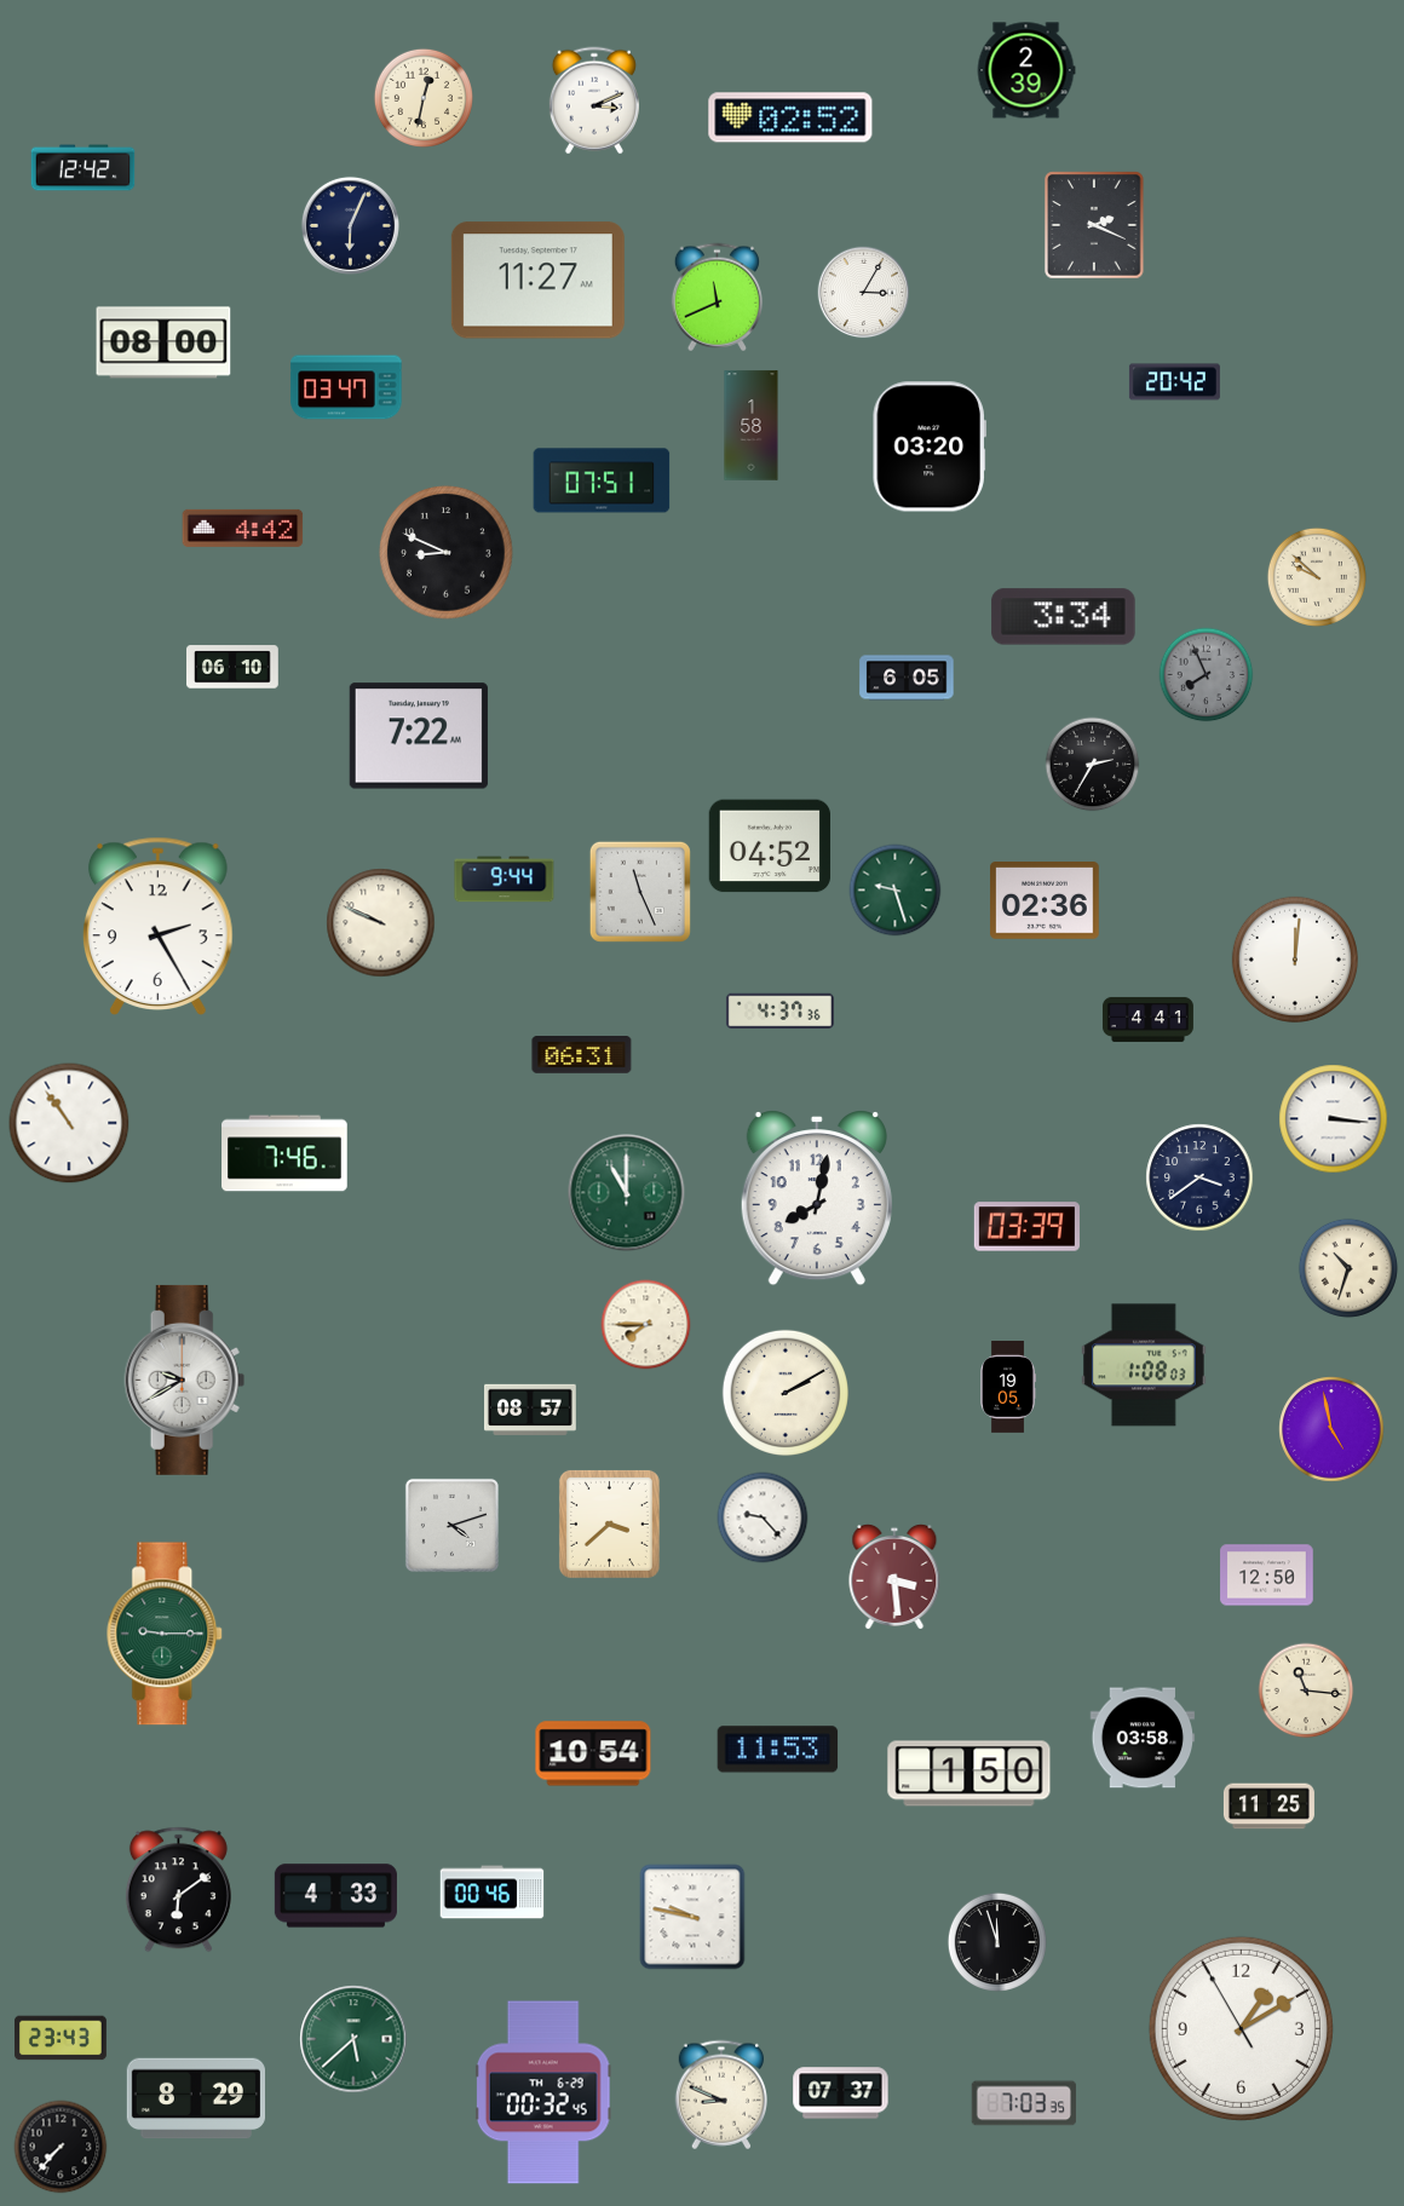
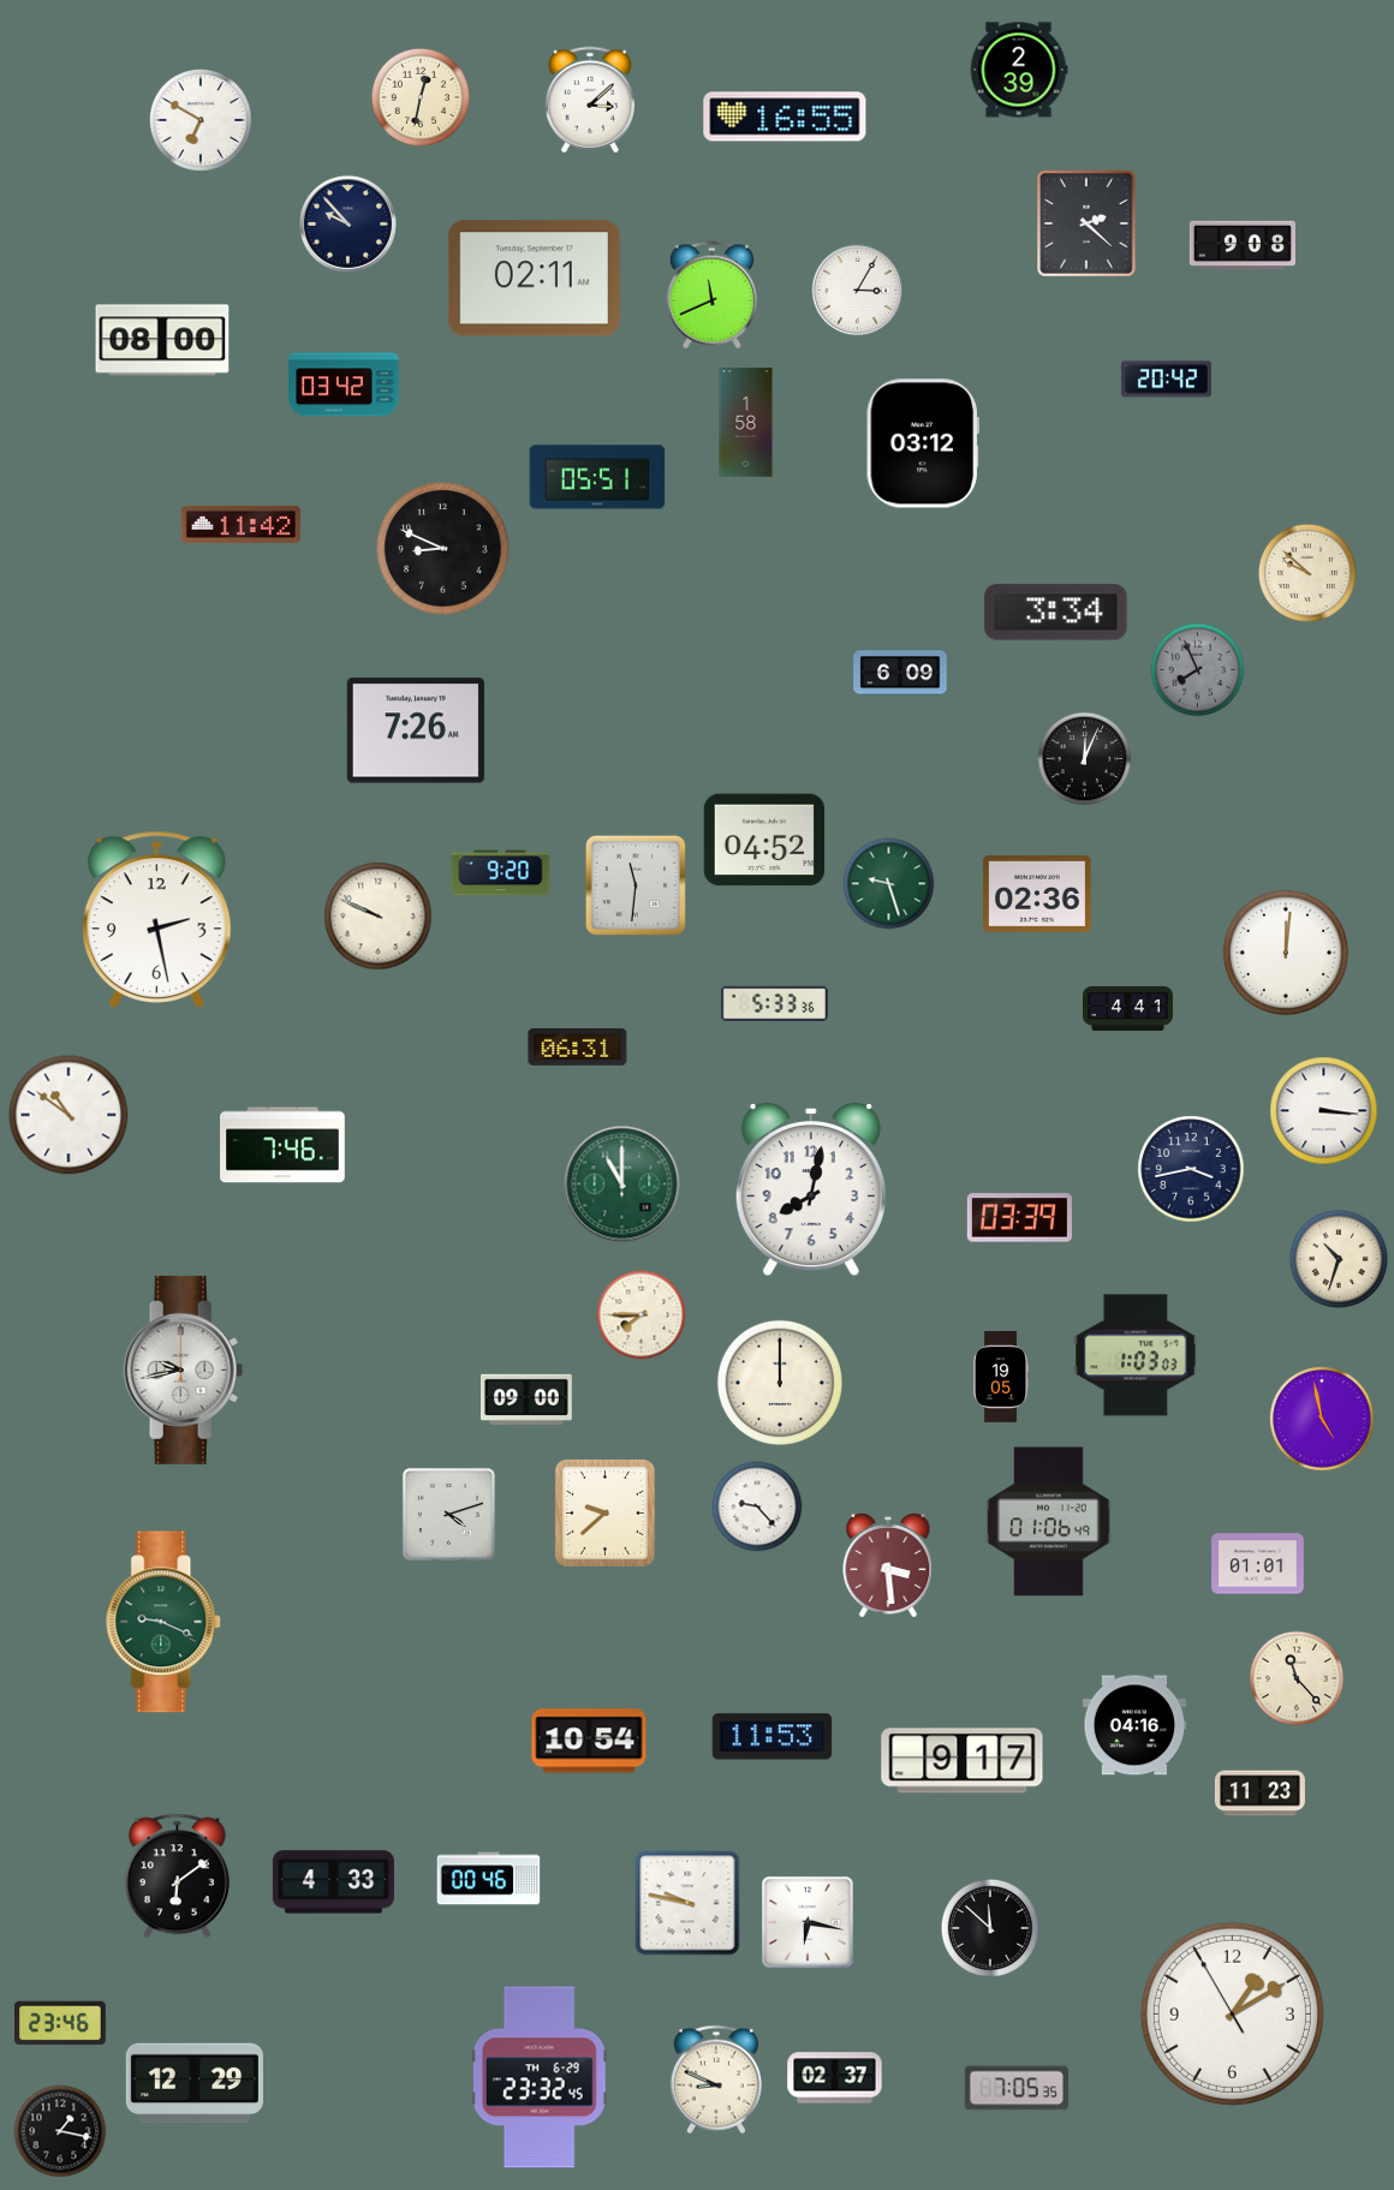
clock at (594, 100): 3:11 -> 3:08
clock at (790, 117): 02:52 -> 16:55
clock at (202, 121): none -> 6:50
clock at (84, 168): 12:42 -> none
clock at (350, 225): 6:04 -> 9:53
clock at (1094, 225): 2:19 -> 2:22
clock at (1243, 245): none -> 9:08
clock at (537, 281): 11:27 -> 02:11
clock at (346, 387): 03:47 -> 03:42
clock at (930, 447): 03:20 -> 03:12
clock at (602, 480): 07:51 -> 05:51
clock at (243, 528): 4:42 -> 11:42
clock at (234, 667): 06:10 -> none
clock at (907, 678): 6:05 -> 6:09
clock at (419, 736): 7:22 -> 7:26
clock at (1093, 765): 2:35 -> 12:04
clock at (505, 880): 9:44 -> 9:20
clock at (640, 892): 11:26 -> 11:31
clock at (159, 926): 2:25 -> 2:28
clock at (779, 1010): 4:37 -> 5:33
clock at (1147, 1019) position: (1147, 1019) -> (1127, 1008)
clock at (69, 1123): 10:54 -> 10:51
clock at (1199, 1177): 3:39 -> 3:43
clock at (1145, 1365): 1:08 -> 1:03
clock at (185, 1380): 9:40 -> 9:43
clock at (786, 1393): 2:10 -> 12:00
clock at (531, 1410): 08:57 -> 09:00
clock at (609, 1524): 3:38 -> 9:38
clock at (1049, 1522): none -> 01:06
clock at (1267, 1576): 12:50 -> 01:01
clock at (166, 1634): 9:15 -> 9:19
clock at (1306, 1691): 11:16 -> 11:23
clock at (1143, 1738): 03:58 -> 04:16
clock at (969, 1774): 1:50 -> 9:17
clock at (1268, 1807): 11:25 -> 11:23
clock at (808, 1922): none -> 6:17
clock at (997, 1942): 11:57 -> 11:52
clock at (62, 2038): 23:43 -> 23:46
clock at (353, 2039): 5:38 -> none
clock at (543, 2092): 00:32 -> 23:32
clock at (841, 2093): 07:37 -> 02:37
clock at (195, 2098): 8:29 -> 12:29
clock at (1024, 2103): 7:03 -> 7:05
clock at (61, 2147): 7:37 -> 1:17
